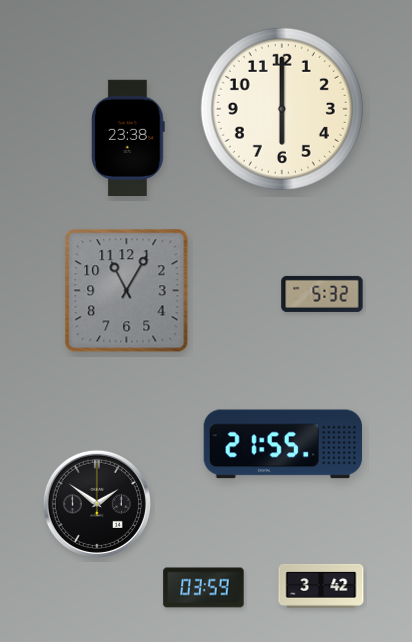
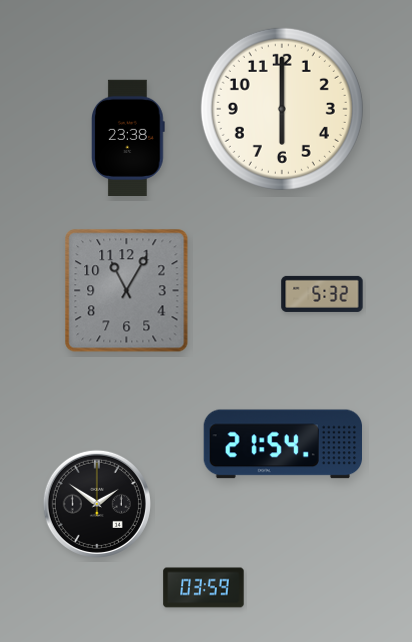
clock at (282, 444): 21:55 -> 21:54
clock at (321, 586): 3:42 -> none
